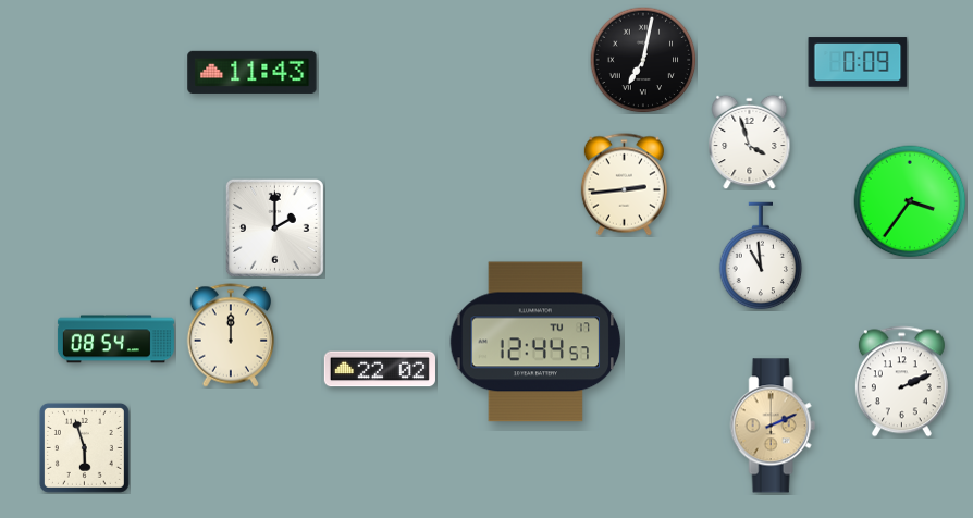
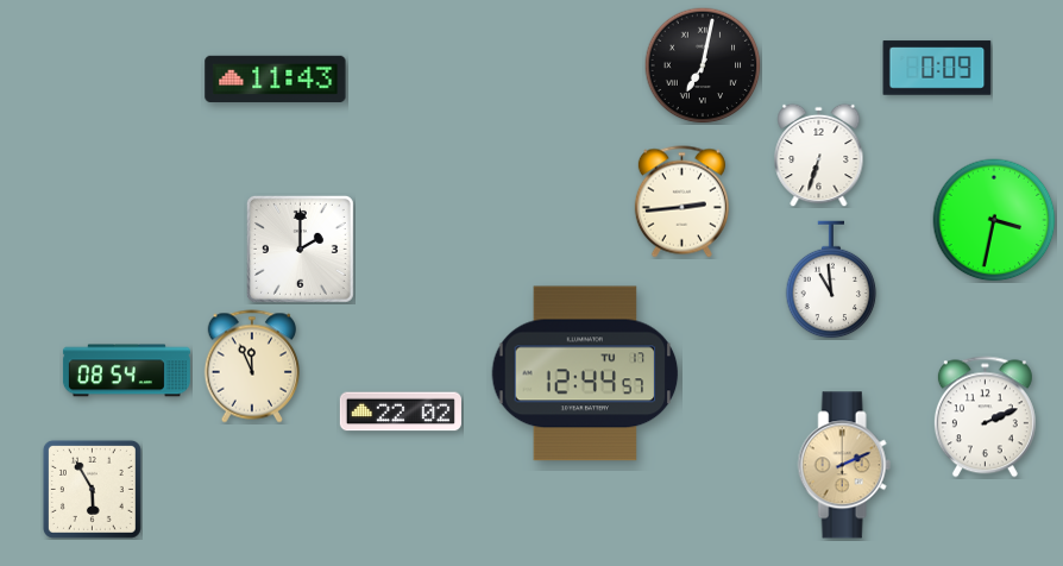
clock at (750, 141): 3:57 -> 6:33
clock at (910, 201): 3:36 -> 3:32
clock at (230, 335): 12:00 -> 11:56
clock at (380, 369) position: (380, 369) -> (401, 411)
clock at (84, 447): 5:57 -> 5:55
